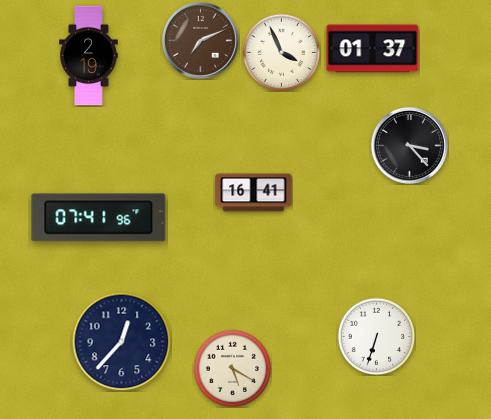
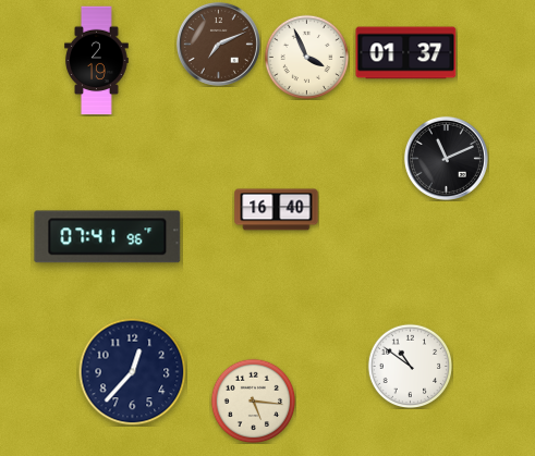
clock at (409, 145): 3:23 -> 11:11
clock at (254, 193): 16:41 -> 16:40
clock at (376, 336): 6:33 -> 10:51
clock at (232, 368): 5:20 -> 5:16
